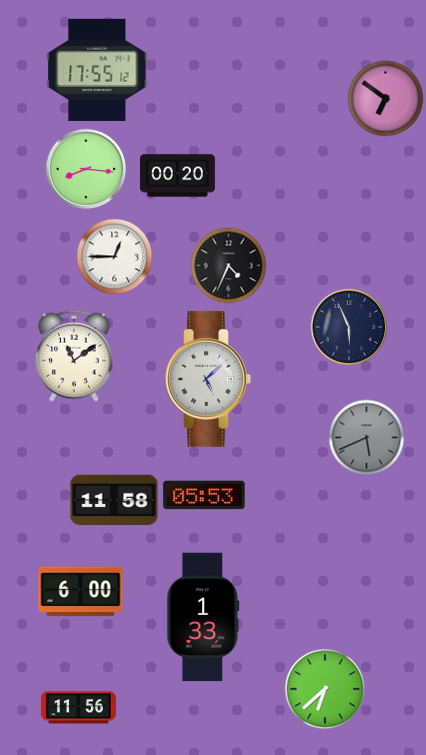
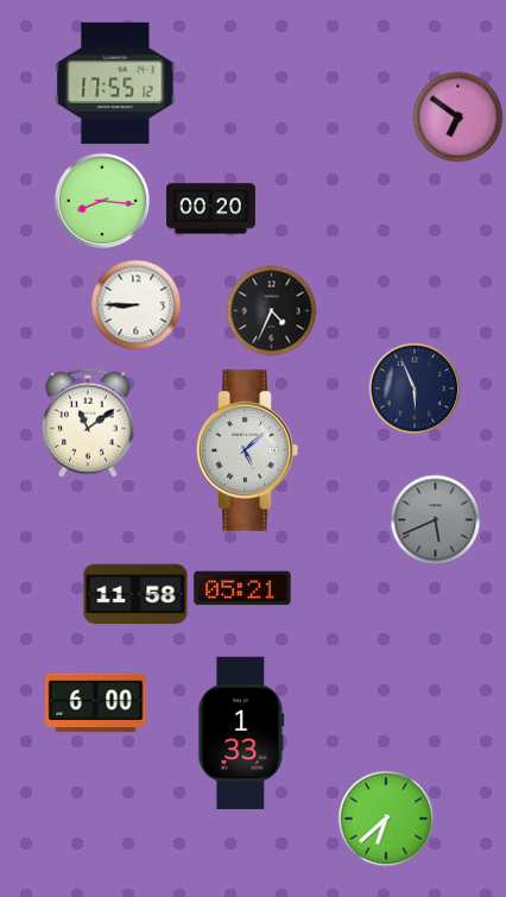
clock at (115, 257): 12:45 -> 8:45
clock at (229, 266) position: (229, 266) -> (272, 311)
clock at (204, 495): 05:53 -> 05:21
clock at (78, 708): 11:56 -> none
